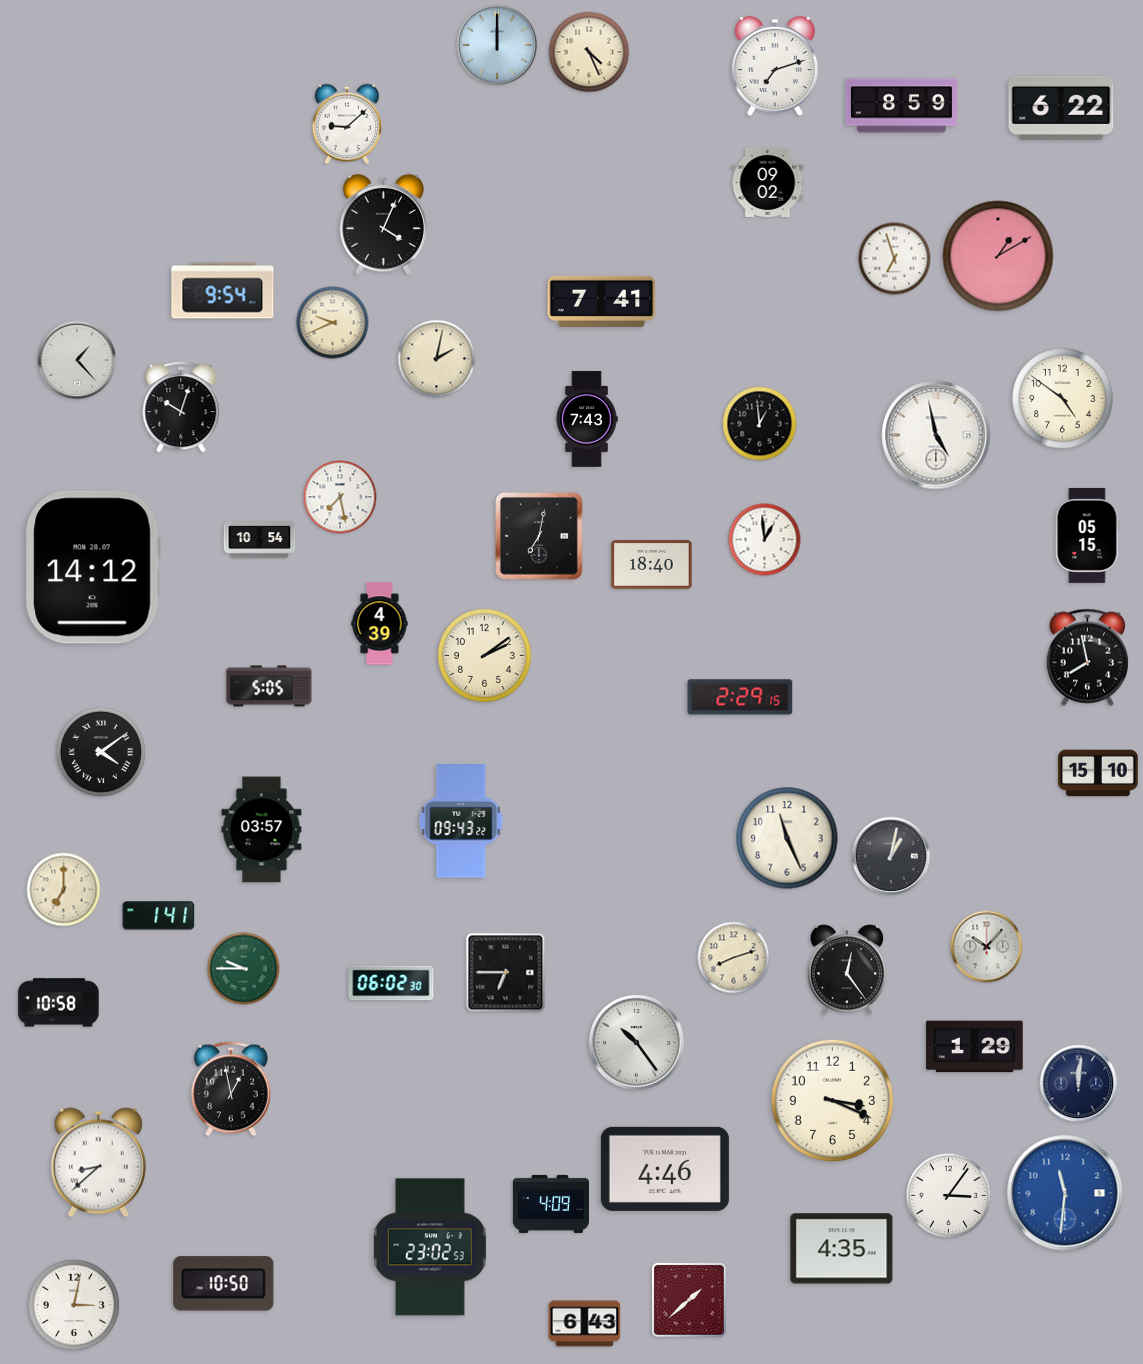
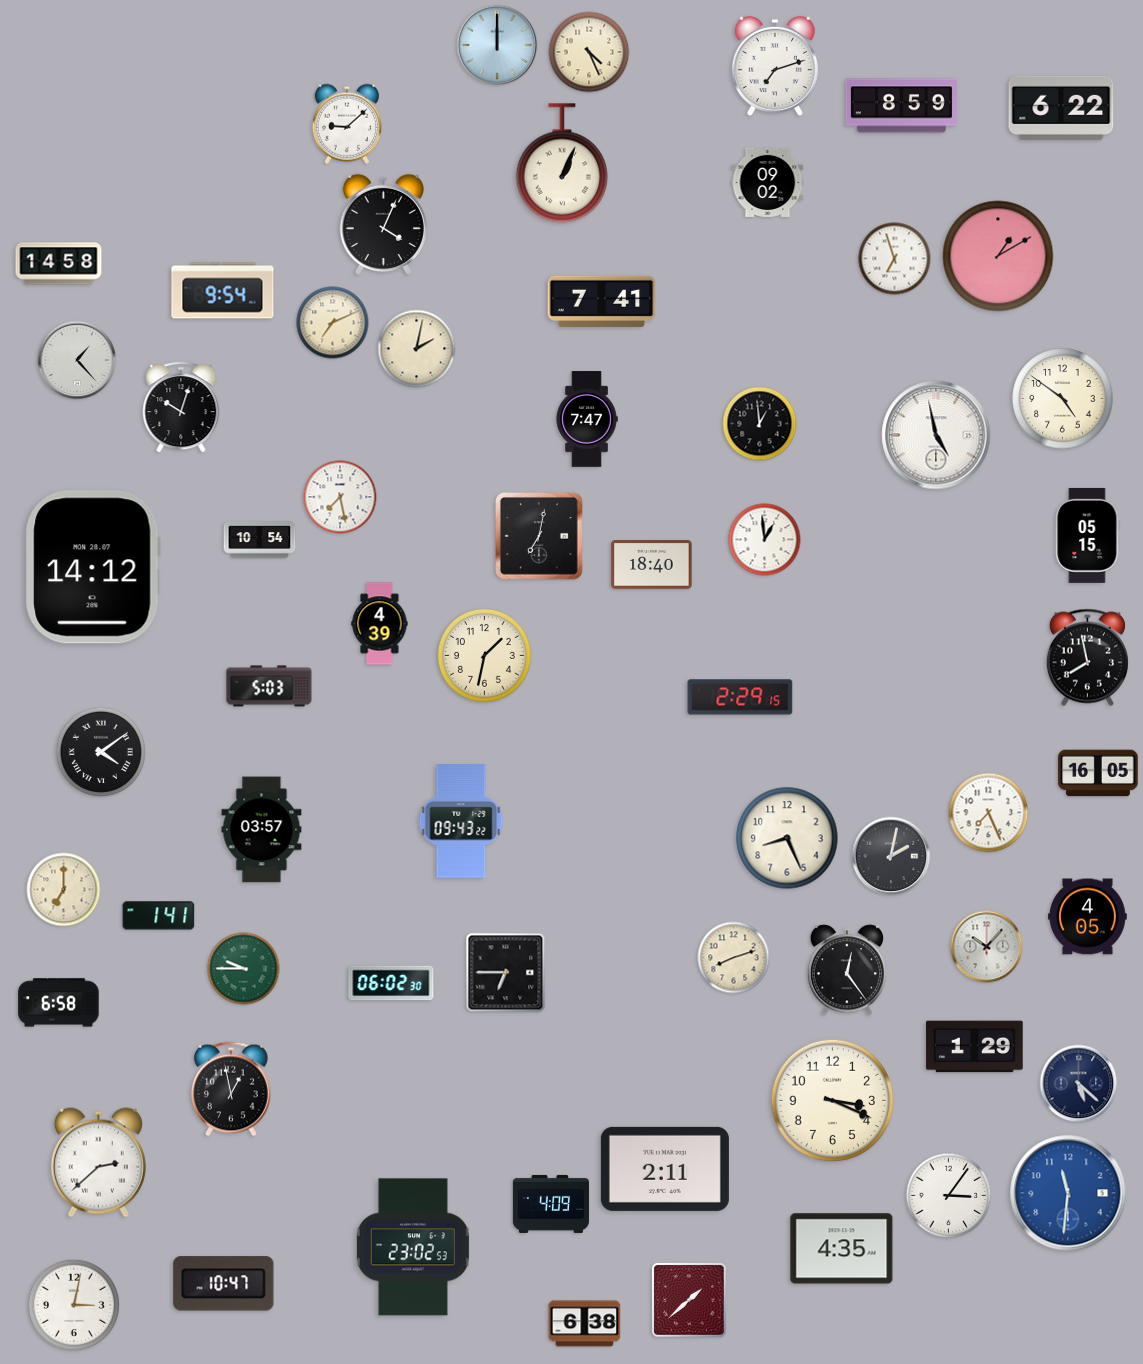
clock at (562, 163): none -> 1:04
clock at (59, 264): none -> 14:58
clock at (333, 323): 9:41 -> 7:11
clock at (437, 359) position: (437, 359) -> (417, 349)
clock at (587, 419): 7:43 -> 7:47
clock at (484, 655): 2:09 -> 1:32
clock at (269, 686): 5:05 -> 5:03
clock at (1098, 773): 15:10 -> 16:05
clock at (989, 813): none -> 7:26
clock at (787, 838): 11:26 -> 8:26
clock at (891, 856): 1:02 -> 2:02
clock at (1088, 917): none -> 4:05
clock at (59, 1003): 10:58 -> 6:58
clock at (636, 1042): 10:24 -> none
clock at (1079, 1084): 12:01 -> 5:22
clock at (98, 1163): 8:38 -> 2:38
clock at (665, 1169): 4:46 -> 2:11
clock at (1065, 1193) position: (1065, 1193) -> (1068, 1193)
clock at (430, 1247) position: (430, 1247) -> (413, 1247)
clock at (224, 1284): 10:50 -> 10:47
clock at (585, 1324): 6:43 -> 6:38
